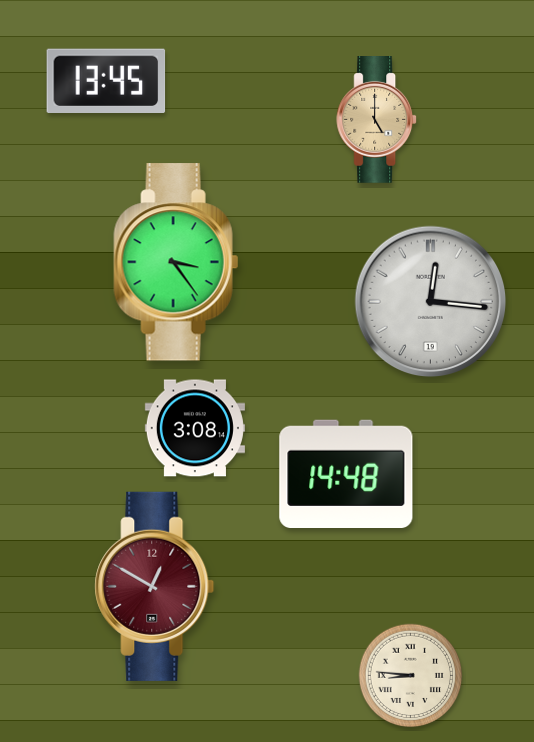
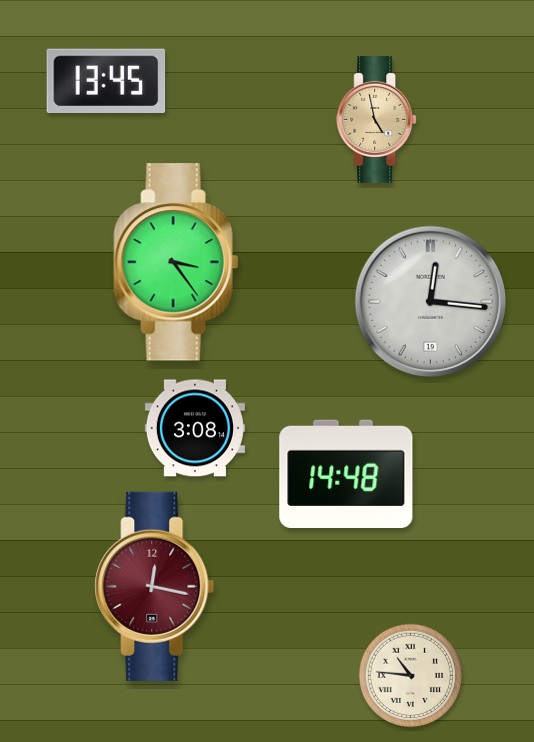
clock at (377, 120): 5:00 -> 4:58
clock at (155, 586): 12:50 -> 12:17
clock at (411, 676): 8:46 -> 10:46
